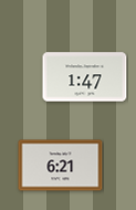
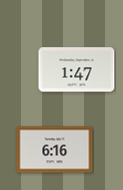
clock at (61, 166): 6:21 -> 6:16
